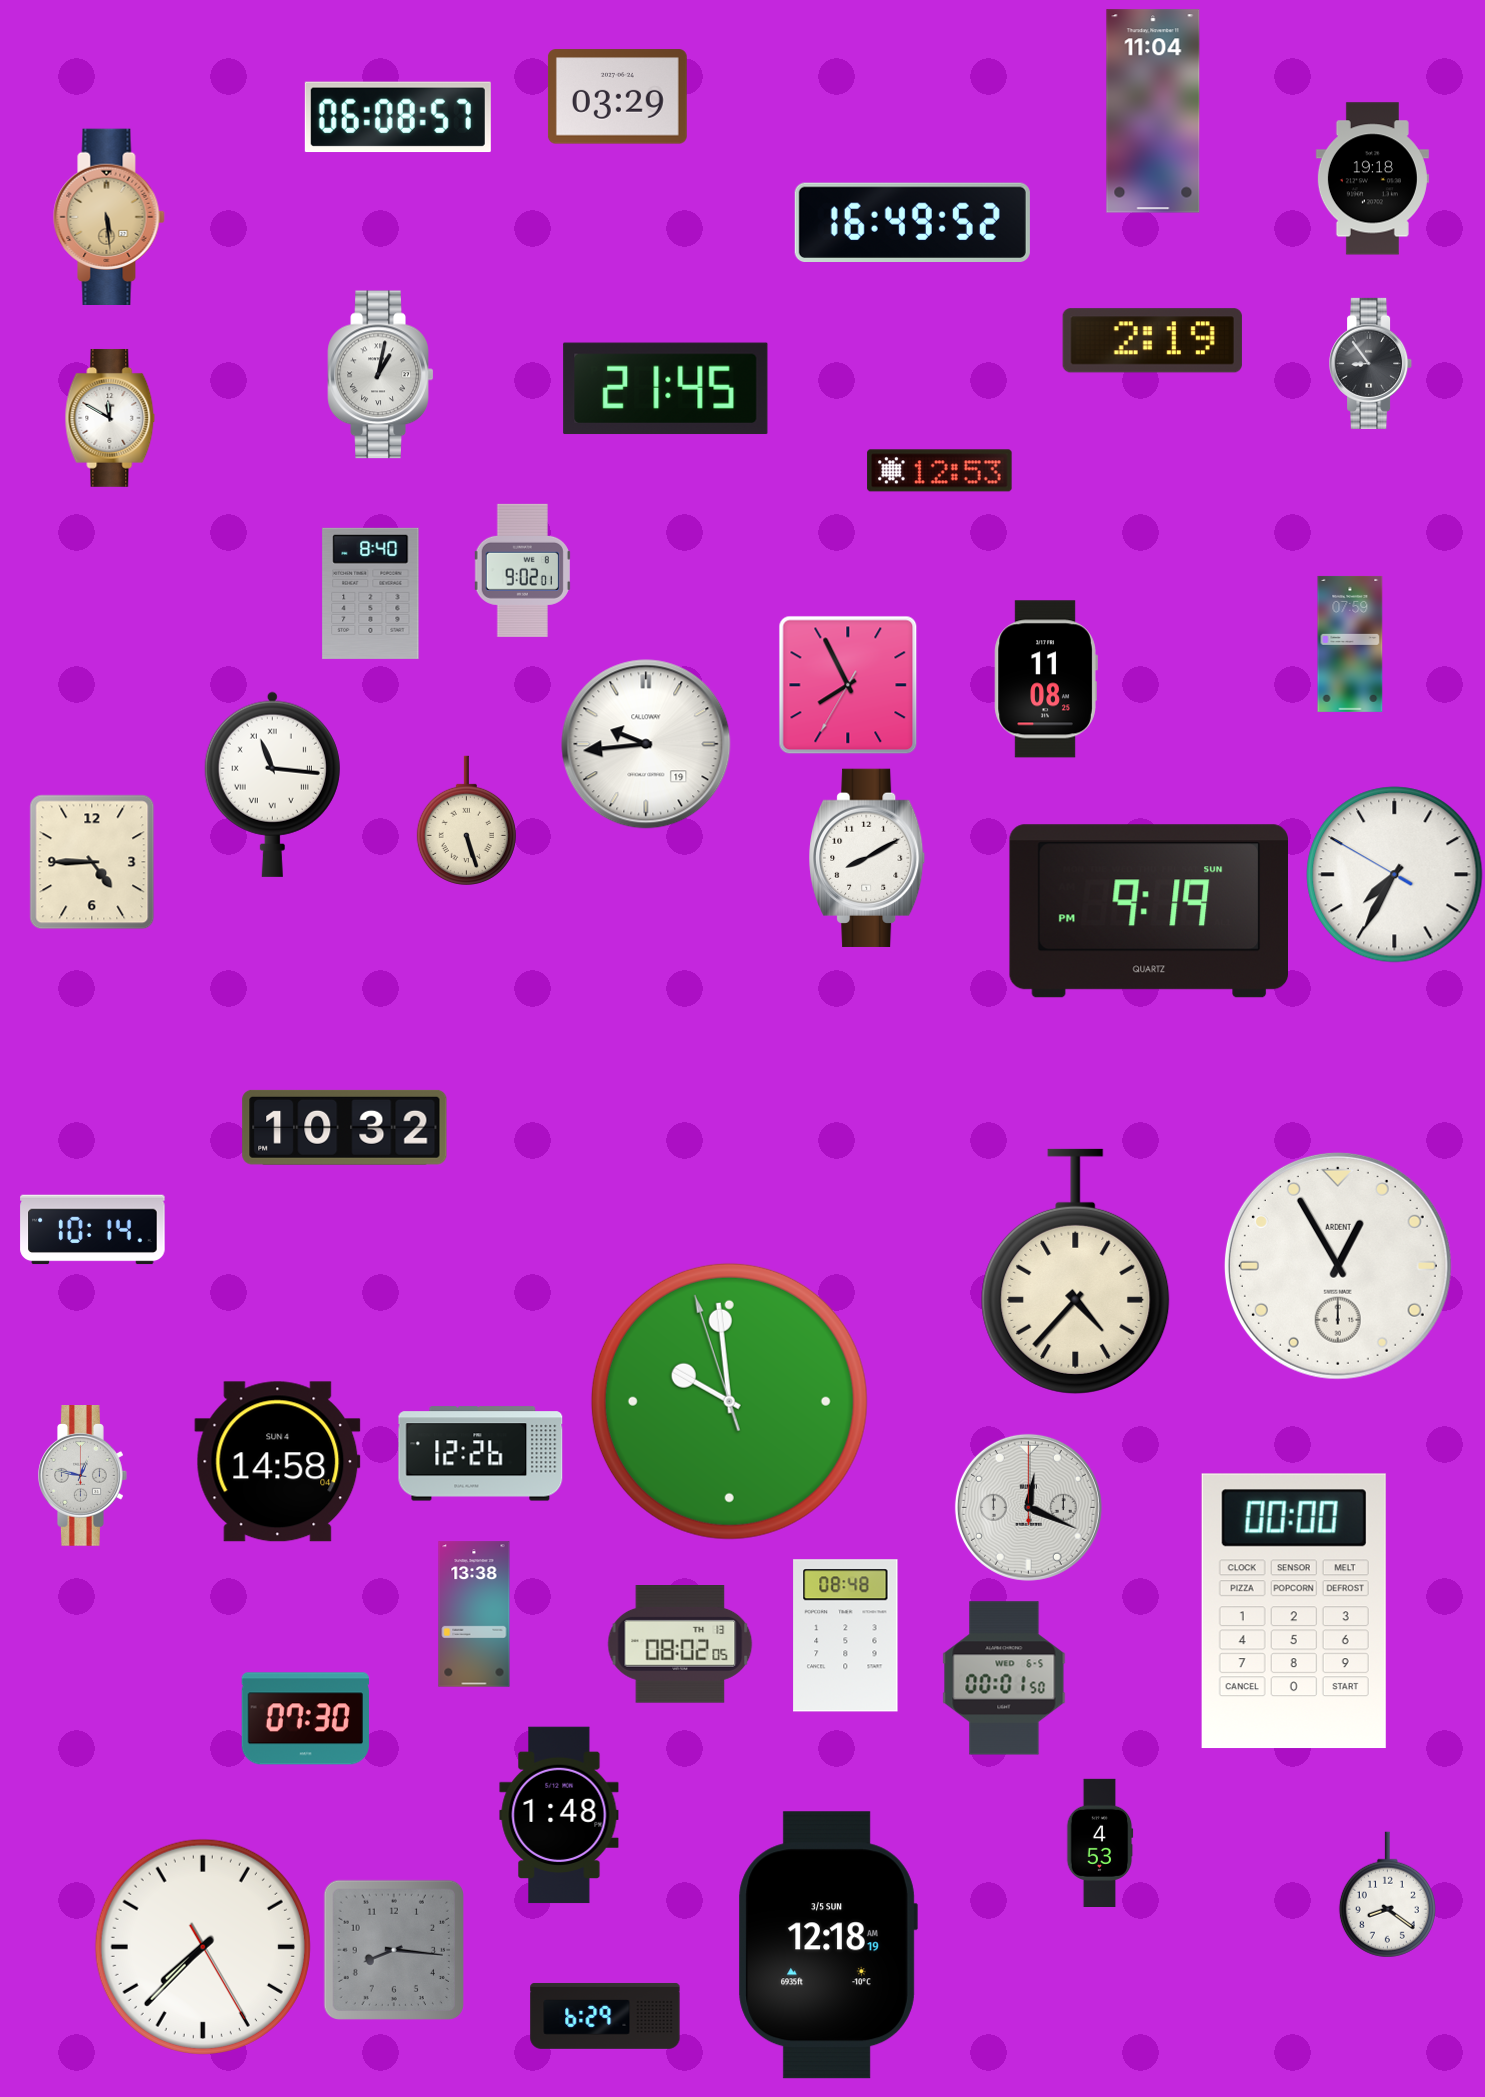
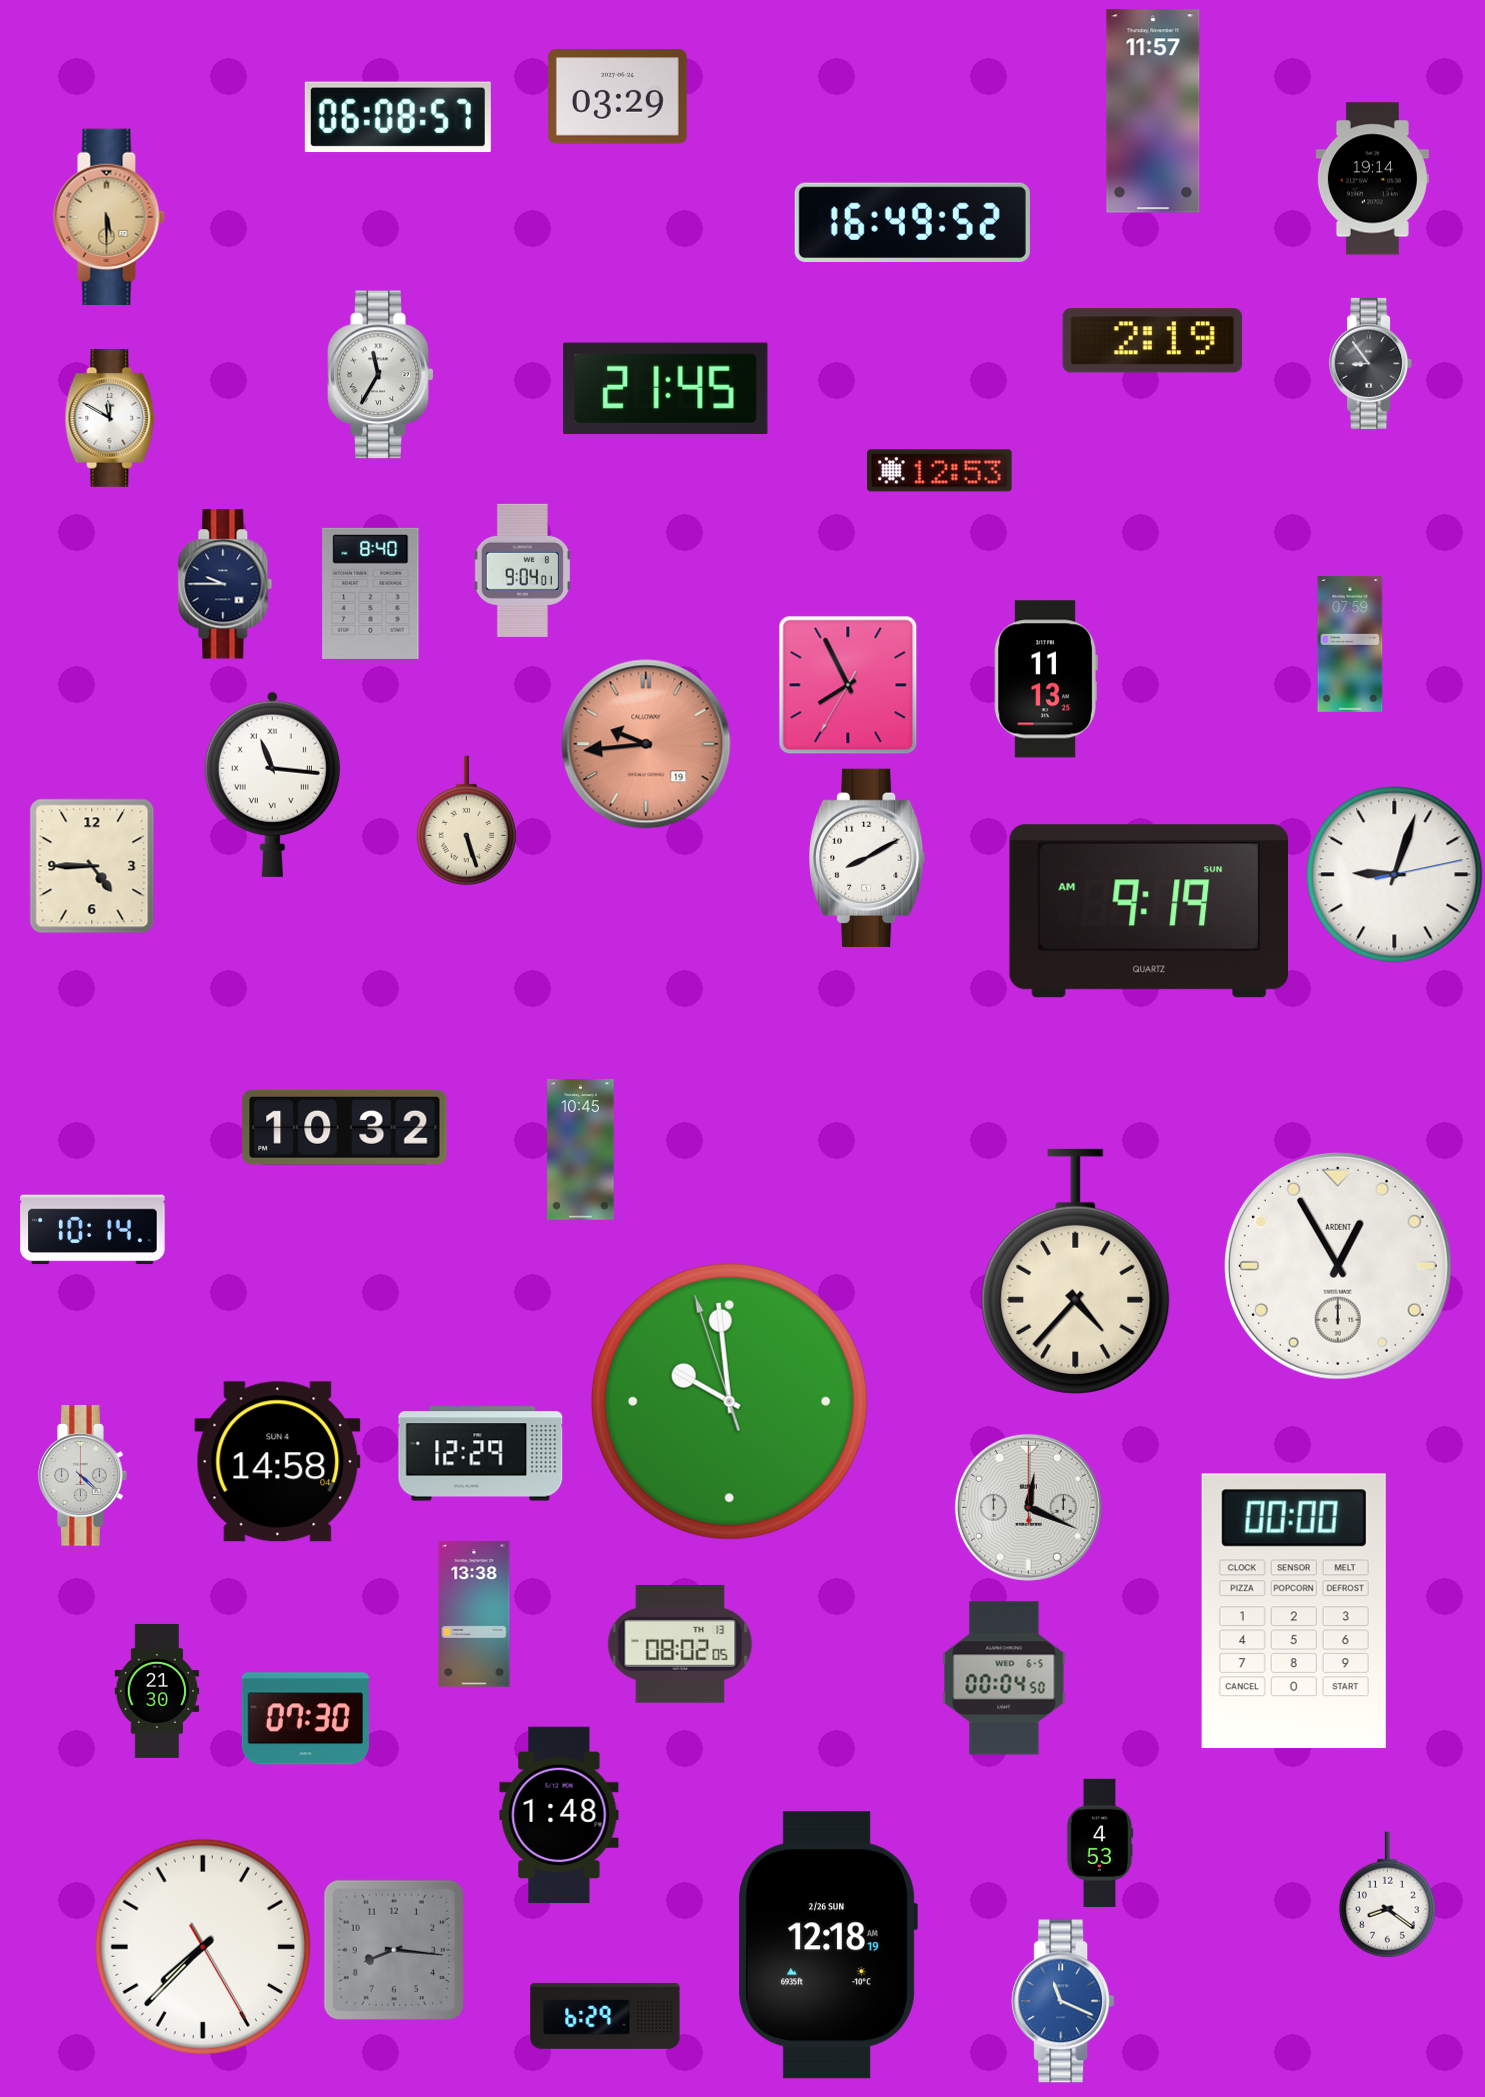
clock at (1153, 111): 11:04 -> 11:57
clock at (1372, 179): 19:18 -> 19:14
clock at (109, 216): 5:29 -> 5:30
clock at (381, 375): 1:02 -> 11:35
clock at (522, 570): 9:02 -> 9:04
clock at (225, 584): none -> 9:45
clock at (1046, 679): 11:08 -> 11:13
clock at (646, 744) dial: white -> salmon
clock at (92, 862) position: (92, 862) -> (92, 866)
clock at (1395, 875): 7:34 -> 9:03
clock at (1148, 911): 9:19 PM -> 9:19 AM
clock at (581, 1150): none -> 10:45
clock at (481, 1454): 12:26 -> 12:29
clock at (83, 1476): 12:47 -> 4:22
clock at (846, 1636): 08:48 -> none
clock at (1004, 1678): 00:01 -> 00:04
clock at (157, 1691): none -> 21:30
clock at (828, 1945) date: 3/5 SUN -> 2/26 SUN
clock at (1063, 2001): none -> 11:19
